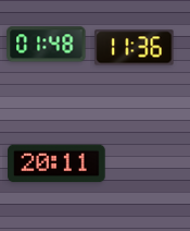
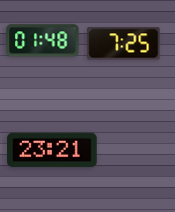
clock at (135, 48): 11:36 -> 7:25
clock at (56, 163): 20:11 -> 23:21
